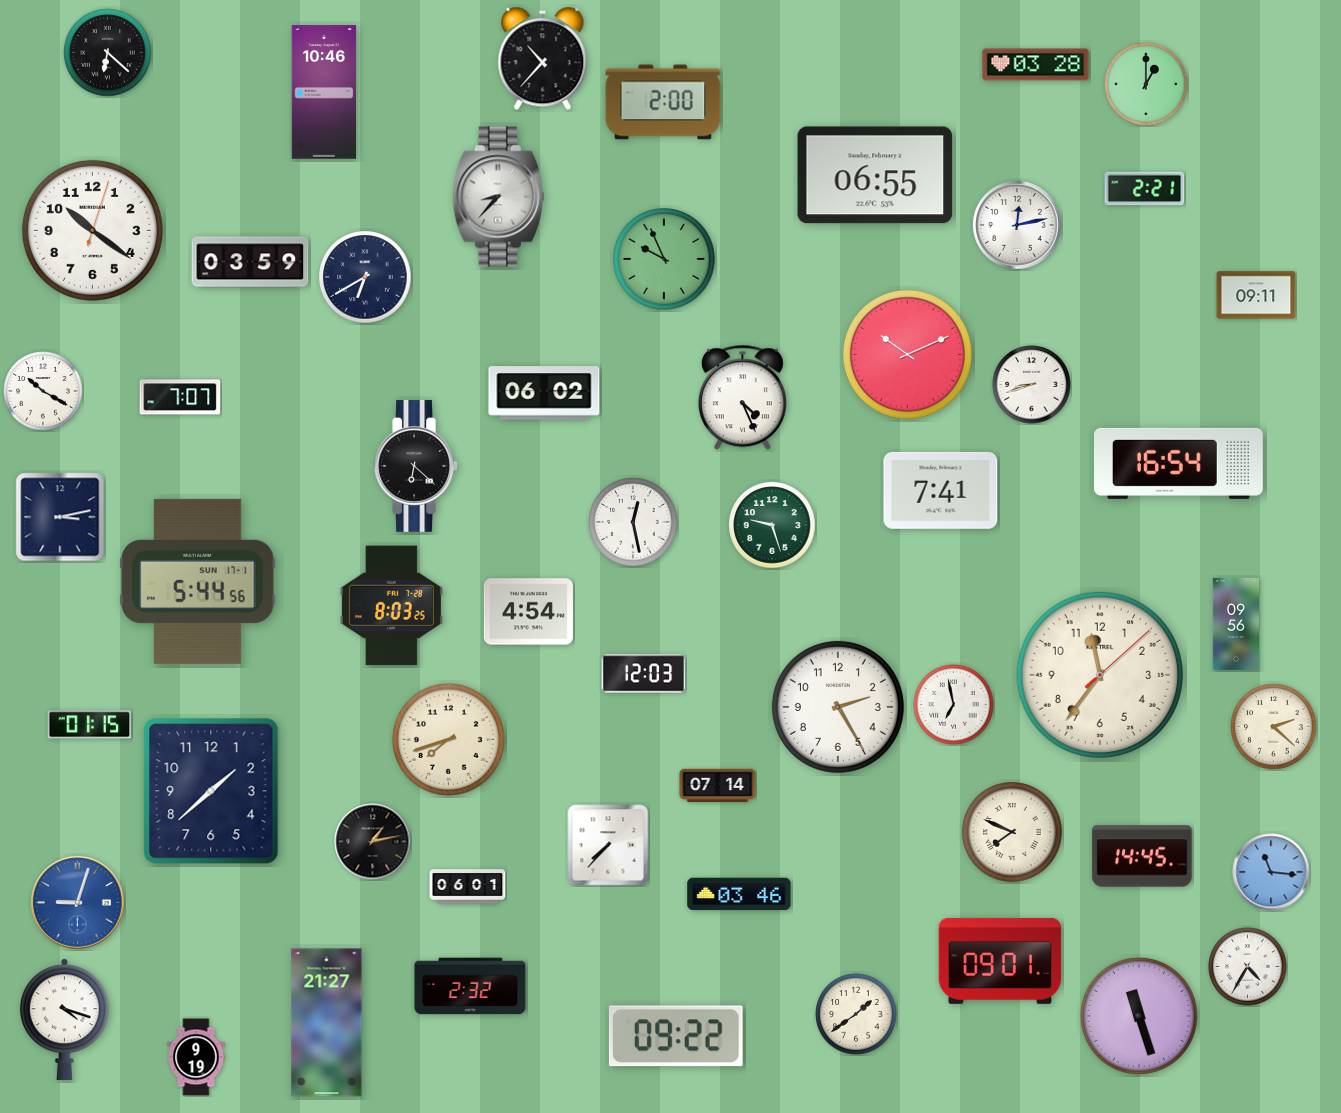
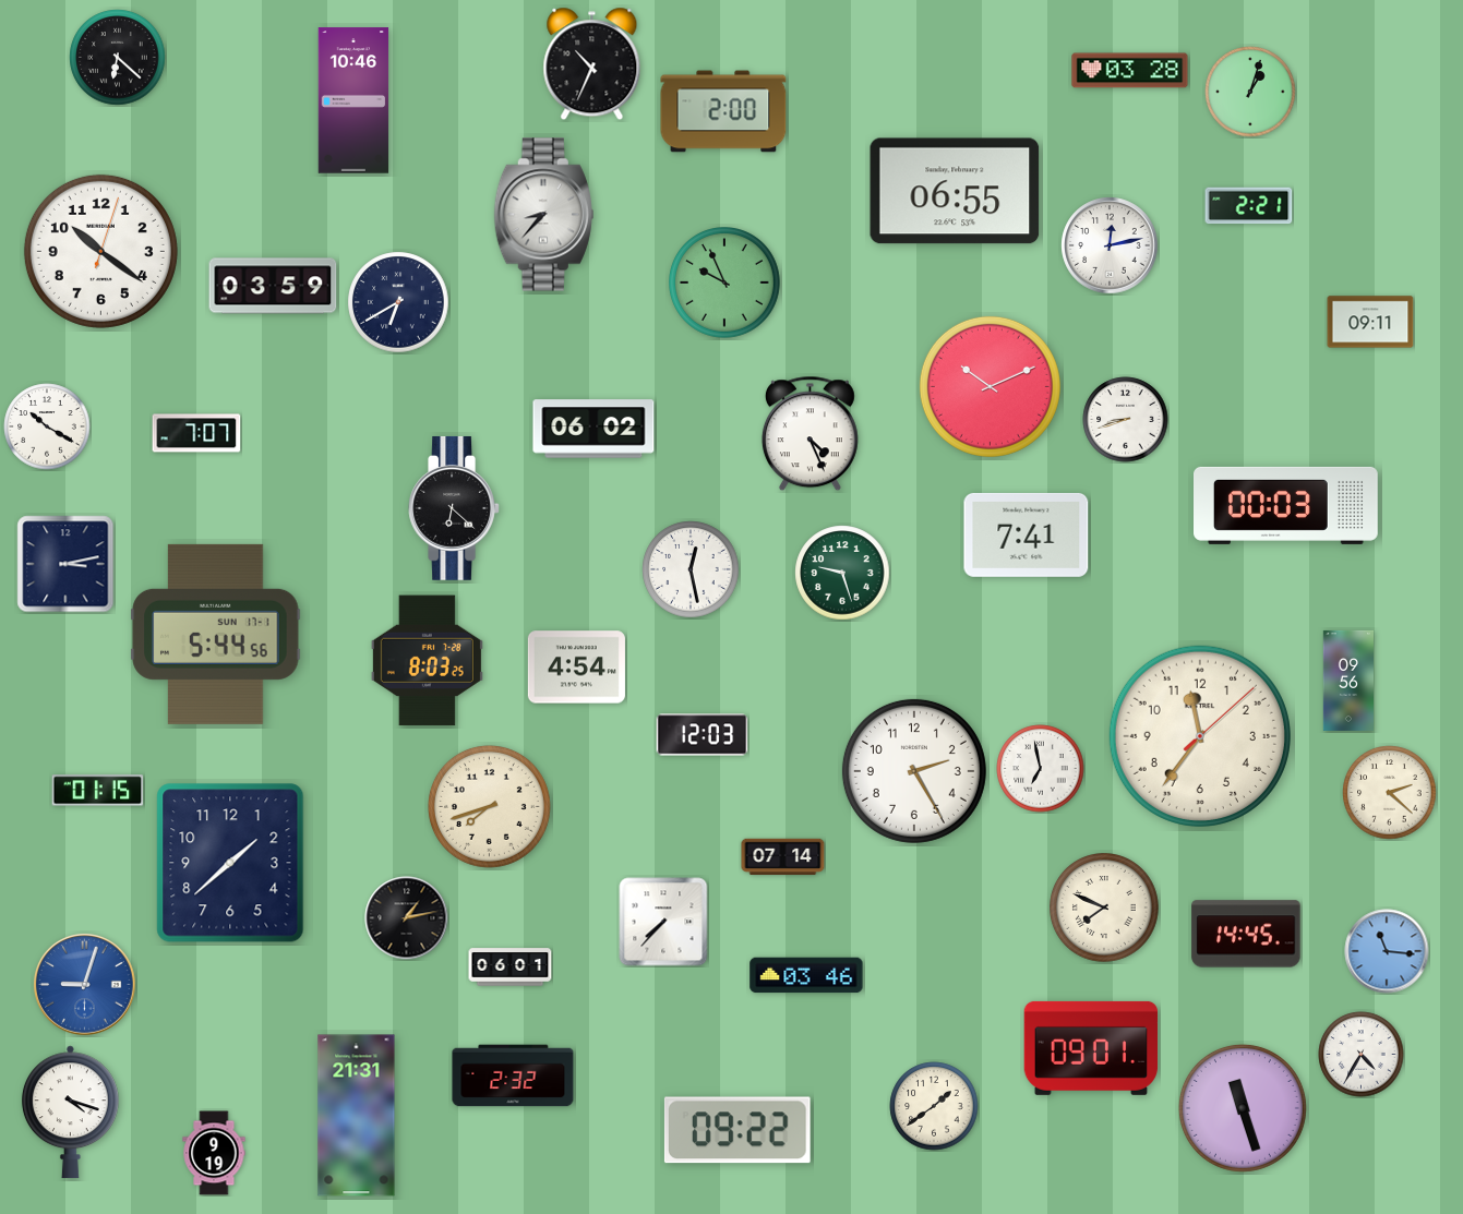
clock at (543, 59): 10:37 -> 10:34
clock at (1146, 84): 1:00 -> 1:03
clock at (1179, 463): 16:54 -> 00:03
clock at (327, 1023): 21:27 -> 21:31
